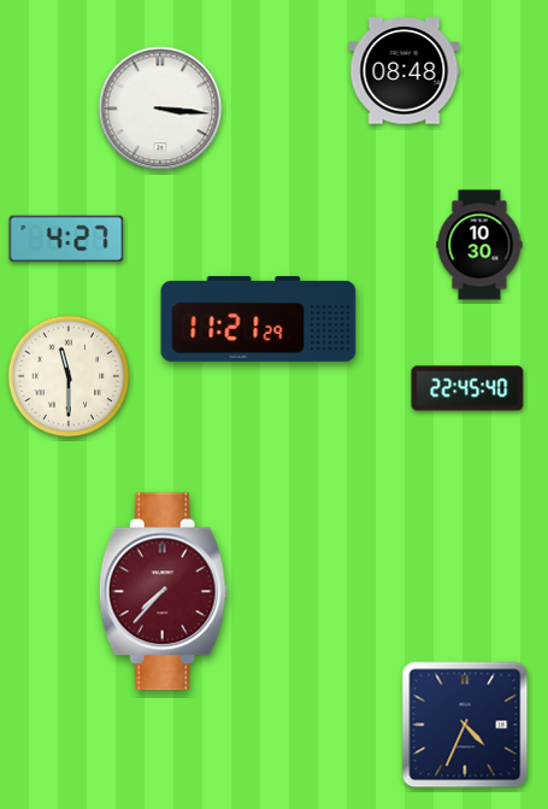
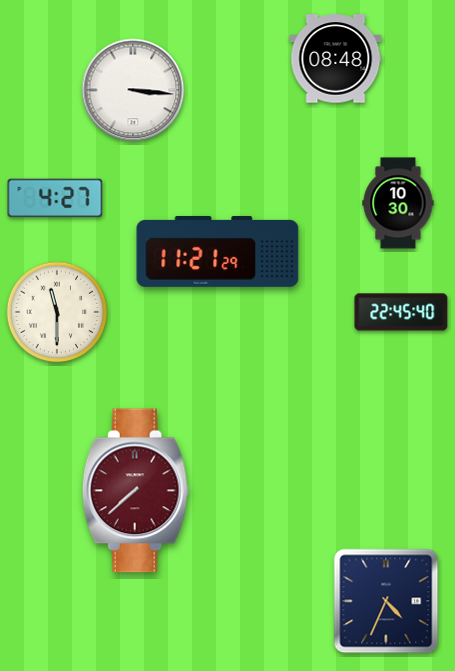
clock at (259, 318) position: (259, 318) -> (218, 251)
clock at (467, 388) position: (467, 388) -> (401, 312)
clock at (163, 592): 7:37 -> 7:38
